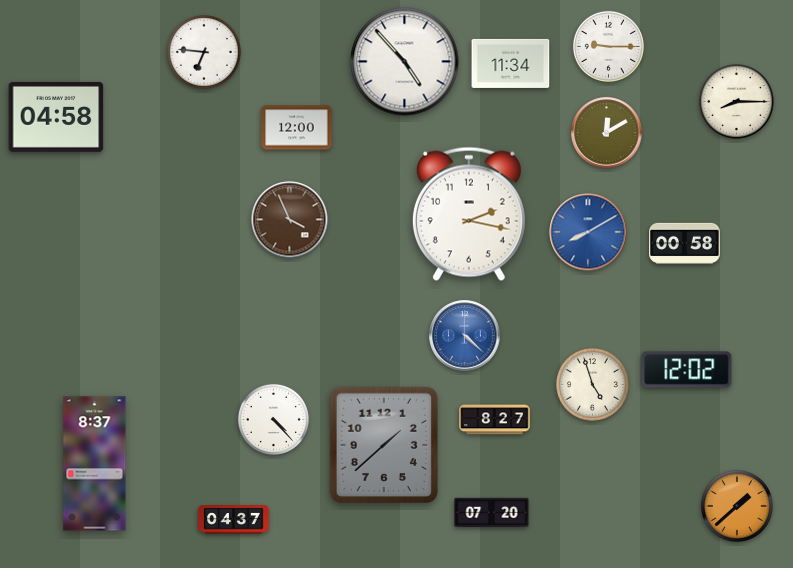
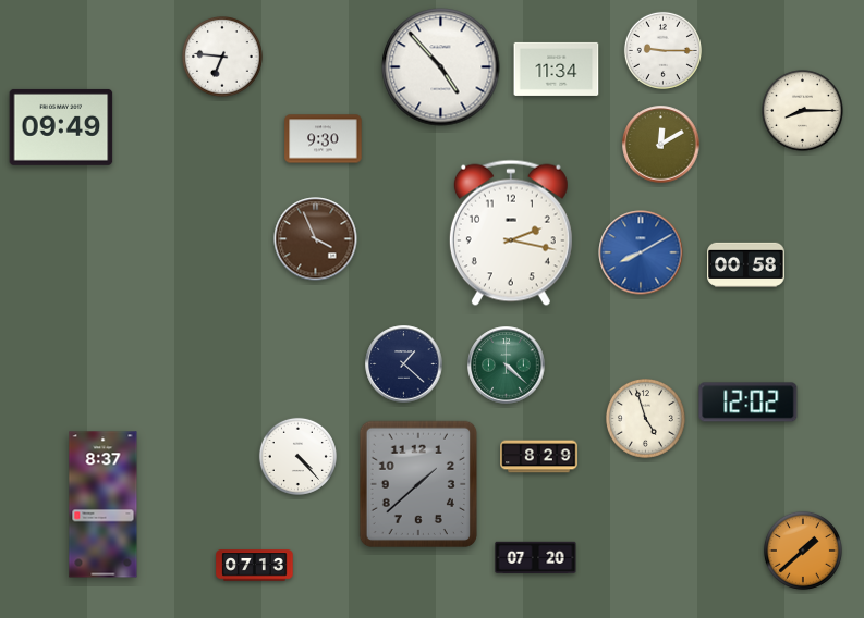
clock at (56, 117): 04:58 -> 09:49
clock at (297, 128): 12:00 -> 9:30
clock at (404, 364): none -> 1:22
clock at (465, 336) dial: blue -> green
clock at (495, 420): 8:27 -> 8:29
clock at (234, 520): 04:37 -> 07:13
